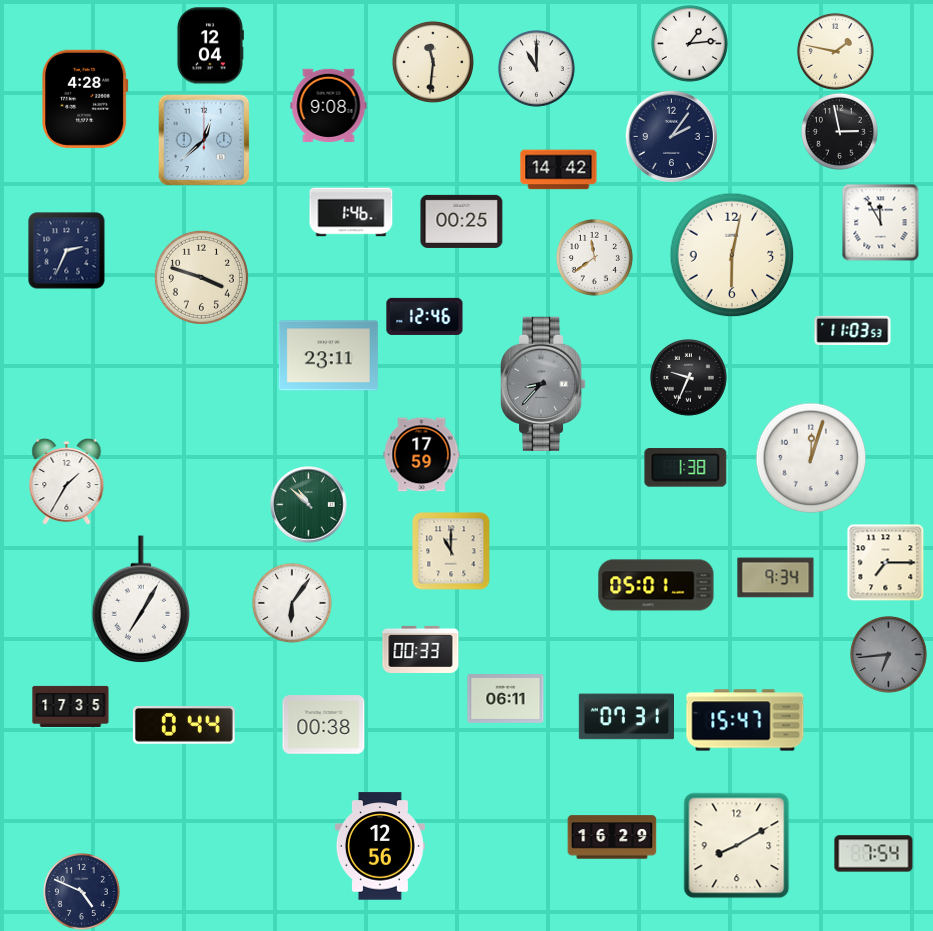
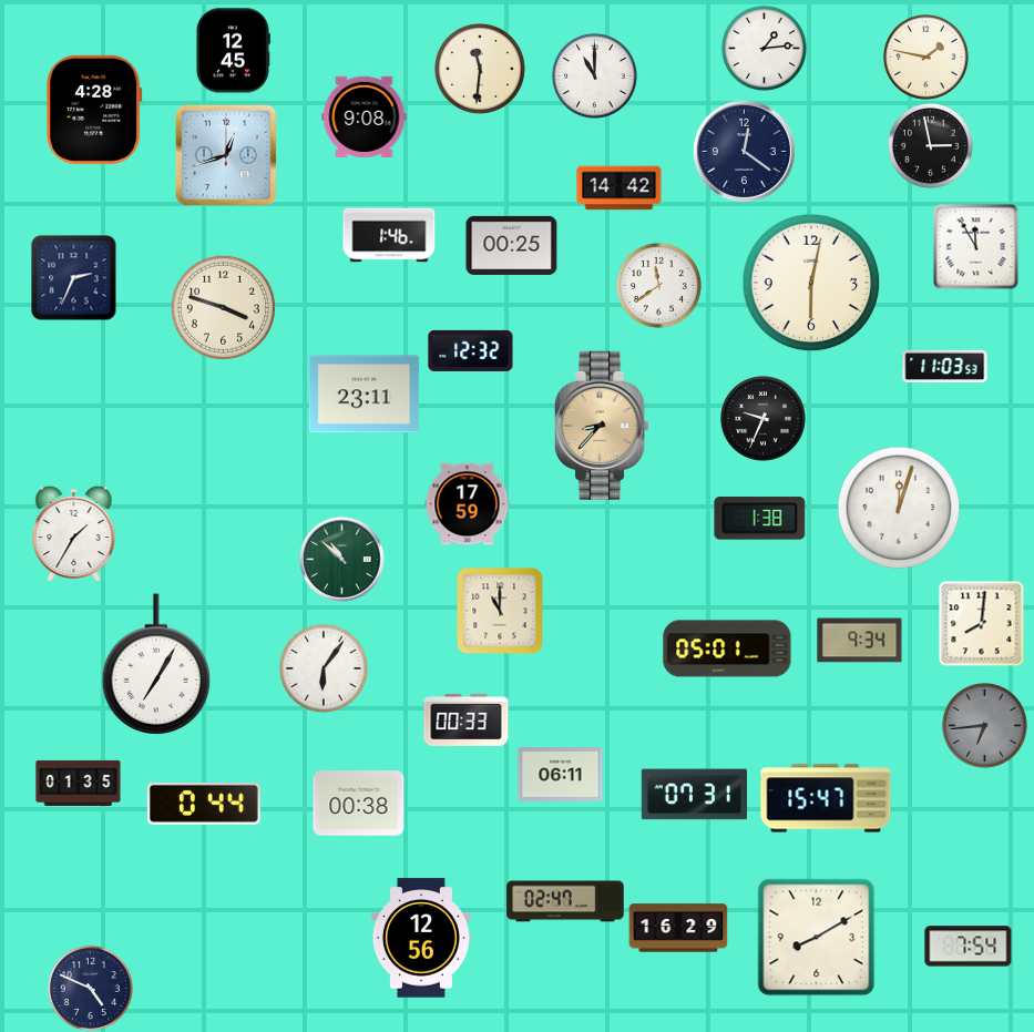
clock at (210, 46): 12:04 -> 12:45
clock at (671, 136): 2:06 -> 12:21
clock at (204, 140): 12:38 -> 12:42
clock at (425, 316): 12:46 -> 12:32
clock at (543, 384) dial: grey -> champagne
clock at (885, 562): 7:15 -> 8:01
clock at (71, 706): 17:35 -> 01:35
clock at (565, 901): none -> 02:47
